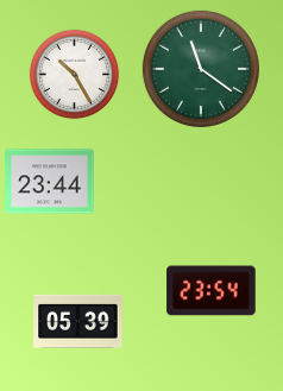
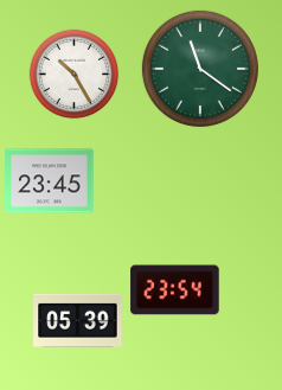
clock at (50, 182): 23:44 -> 23:45
clock at (212, 291) position: (212, 291) -> (175, 290)
